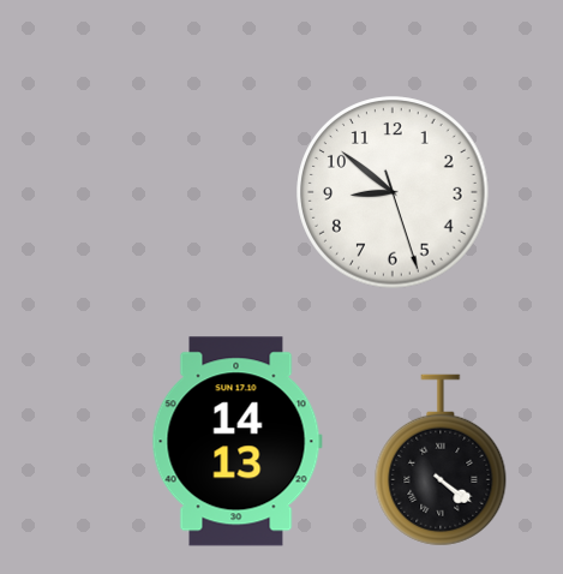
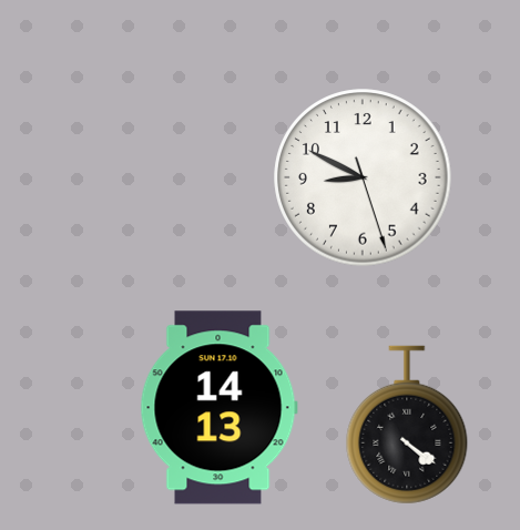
clock at (393, 192): 8:51 -> 8:49
